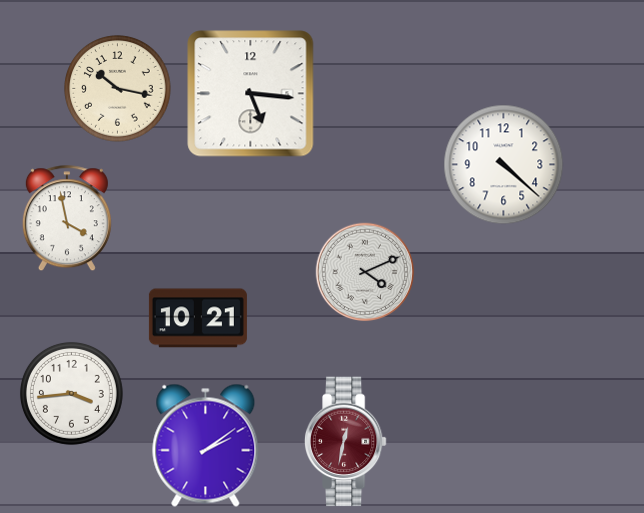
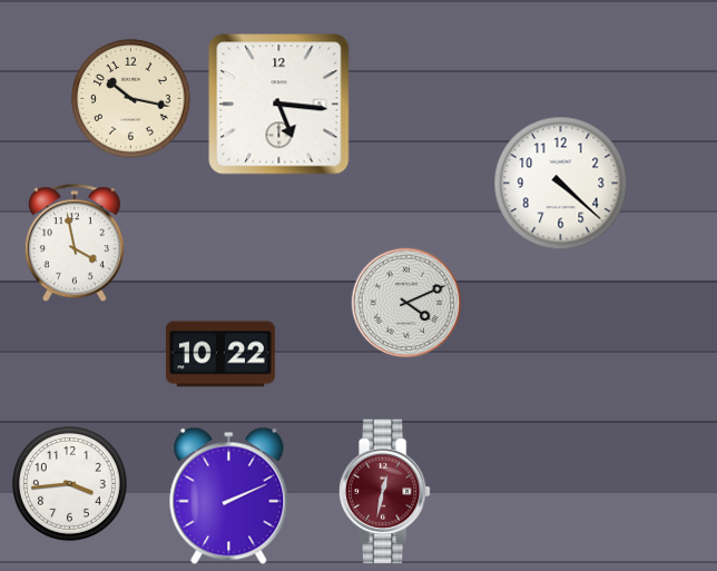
clock at (198, 318): 10:21 -> 10:22
clock at (71, 393) position: (71, 393) -> (69, 483)
clock at (206, 445): 2:09 -> 2:11
